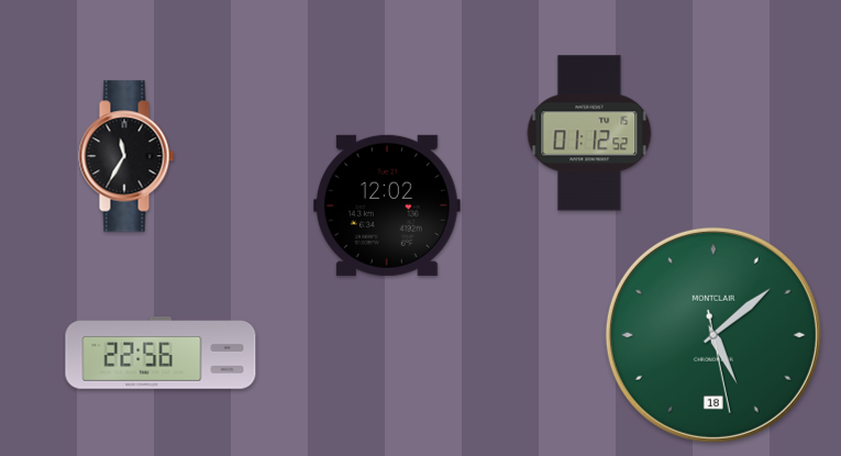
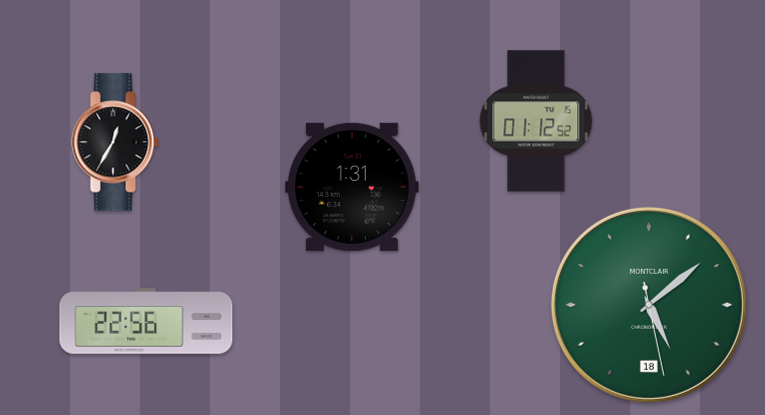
clock at (126, 156): 11:35 -> 12:35
clock at (387, 205): 12:02 -> 1:31
